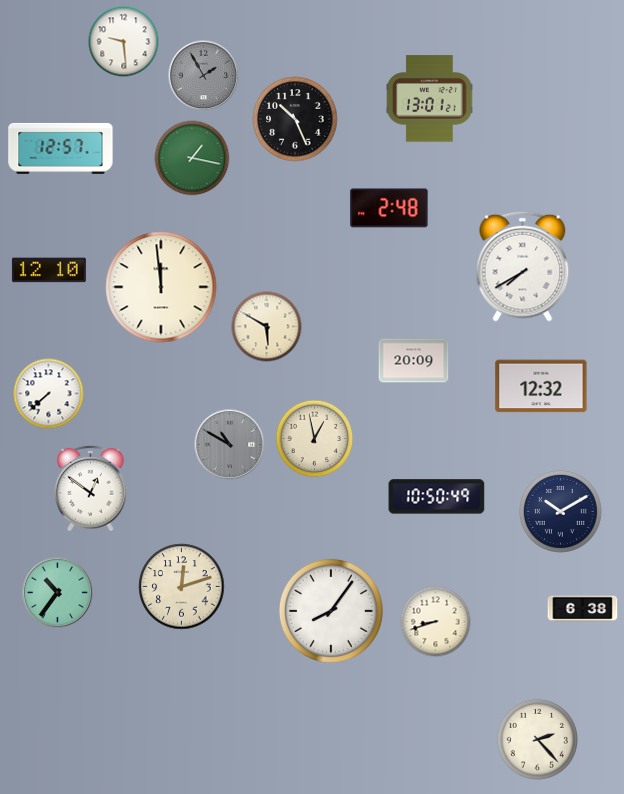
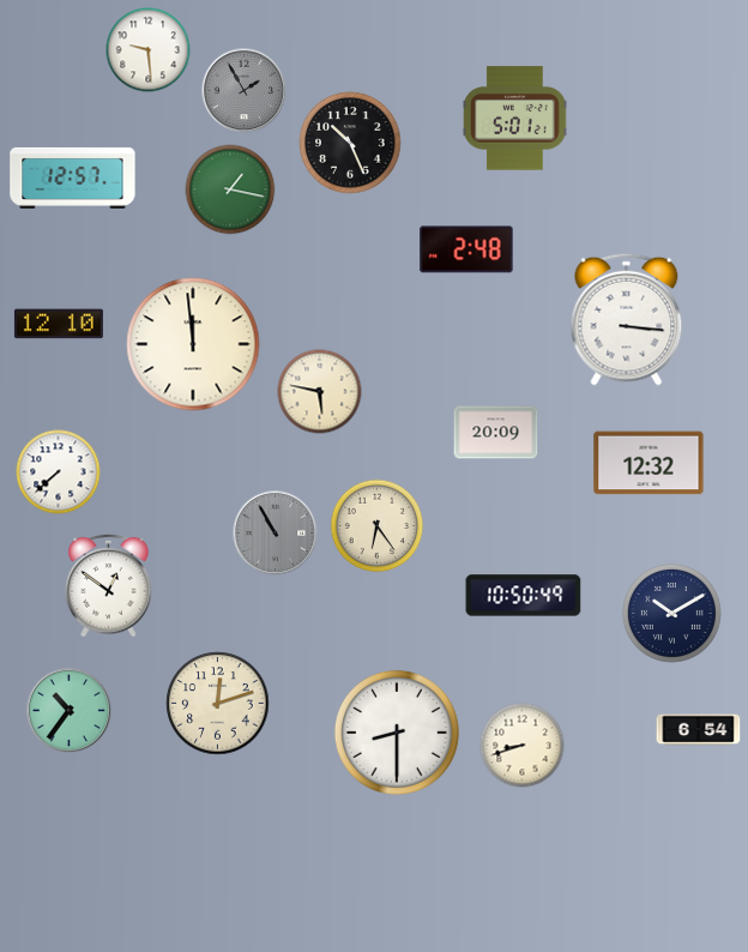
clock at (430, 99): 13:01 -> 5:01
clock at (295, 119) position: (295, 119) -> (350, 143)
clock at (523, 266): 7:40 -> 3:16
clock at (267, 327): 5:50 -> 5:47
clock at (315, 439): 12:58 -> 6:24
clock at (230, 445): 10:50 -> 10:55
clock at (583, 609): 6:38 -> 6:54
clock at (331, 611): 8:06 -> 8:30
clock at (537, 739): 2:23 -> none
